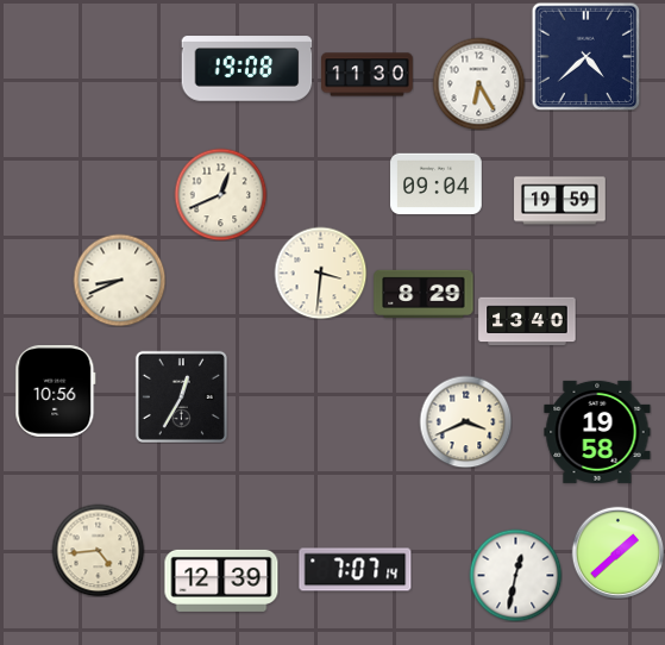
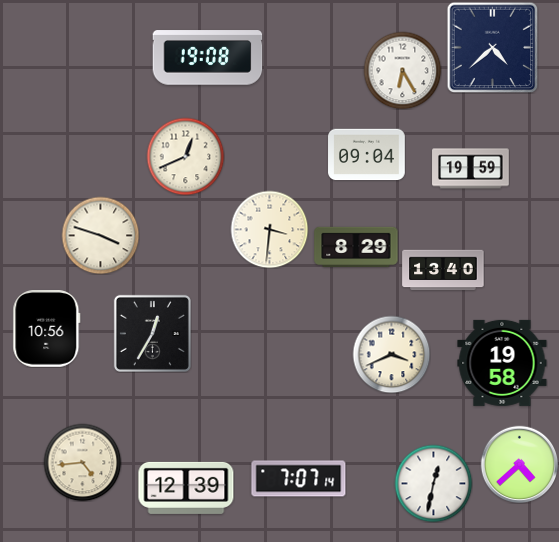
clock at (368, 75): 11:30 -> none
clock at (220, 194) position: (220, 194) -> (185, 156)
clock at (119, 280): 8:41 -> 3:48
clock at (617, 552): 1:38 -> 4:38
